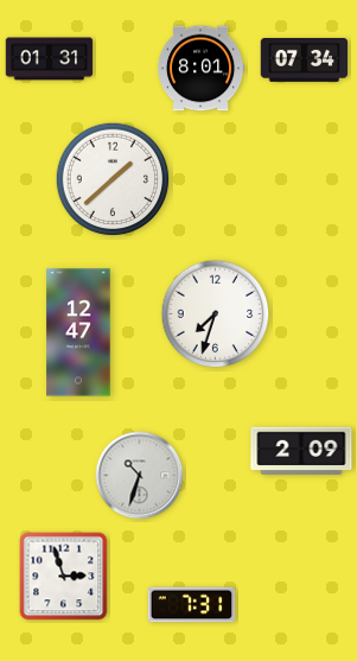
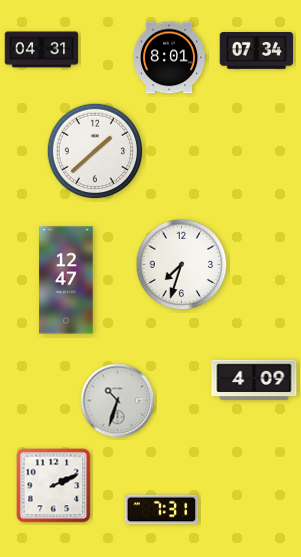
clock at (50, 59): 01:31 -> 04:31
clock at (301, 451): 2:09 -> 4:09
clock at (64, 577): 2:57 -> 2:11
